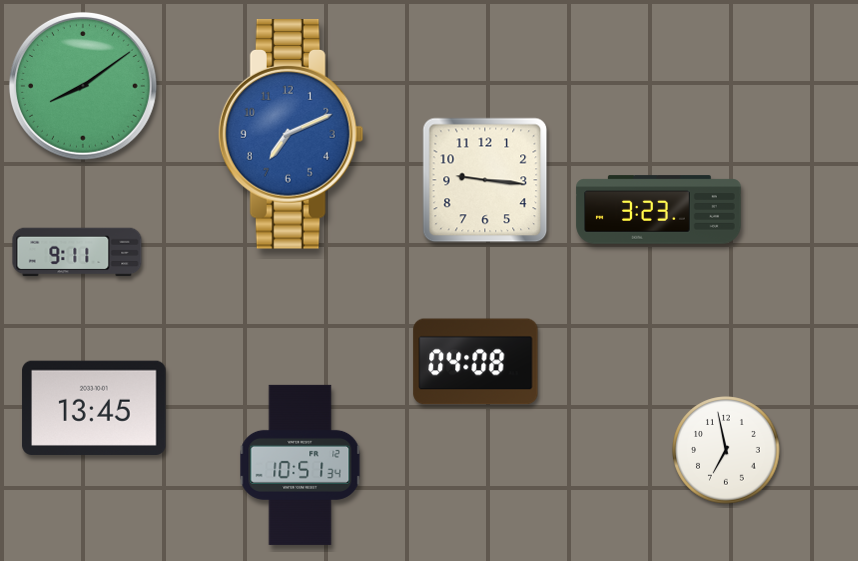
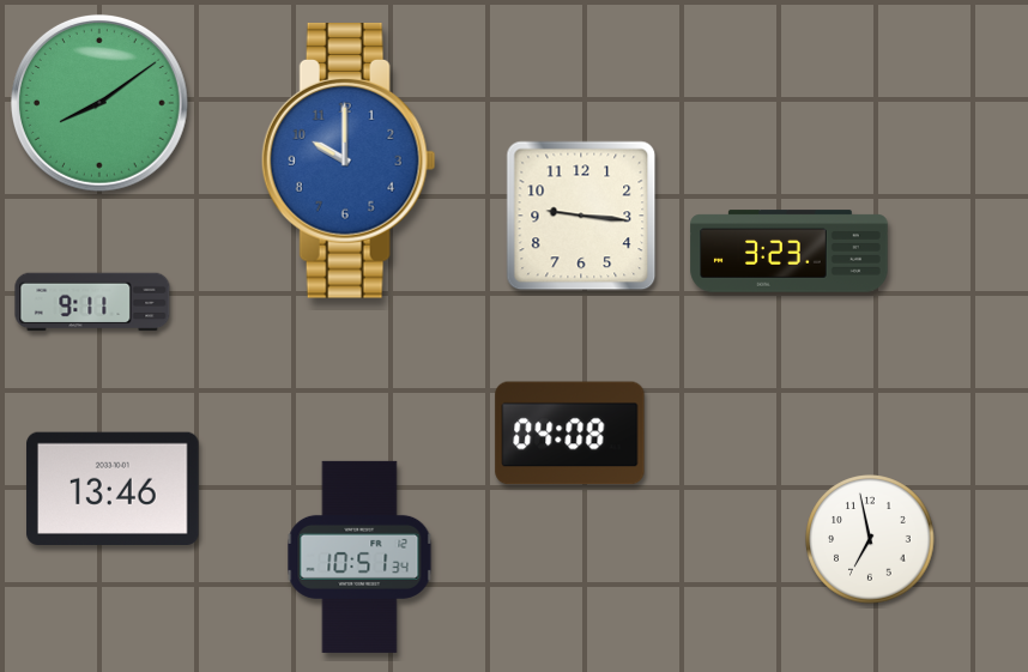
clock at (291, 135): 7:11 -> 10:00
clock at (94, 408): 13:45 -> 13:46
